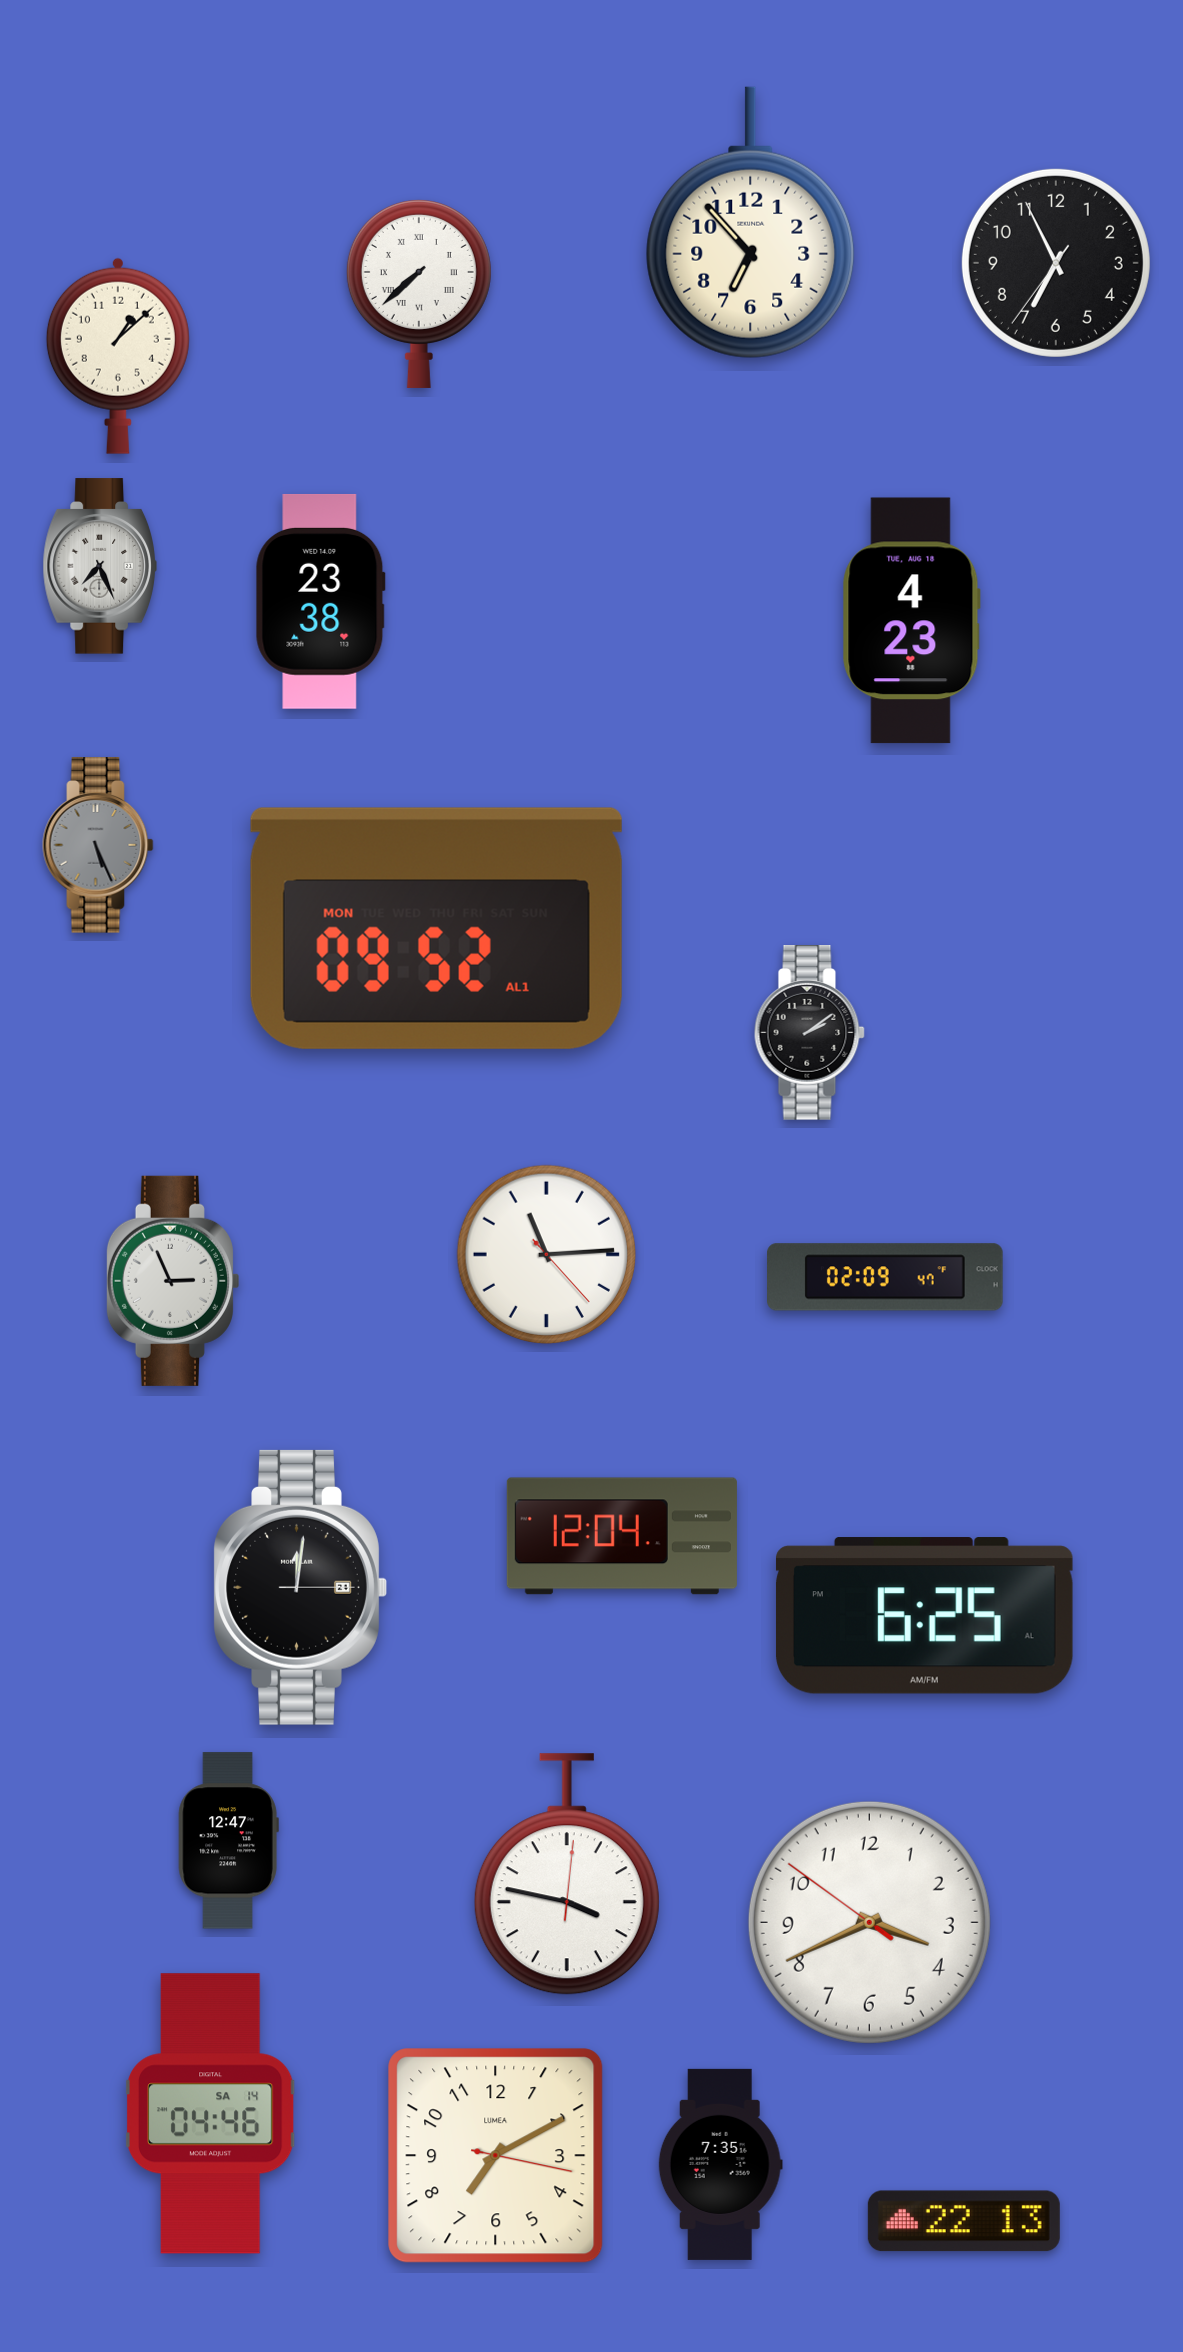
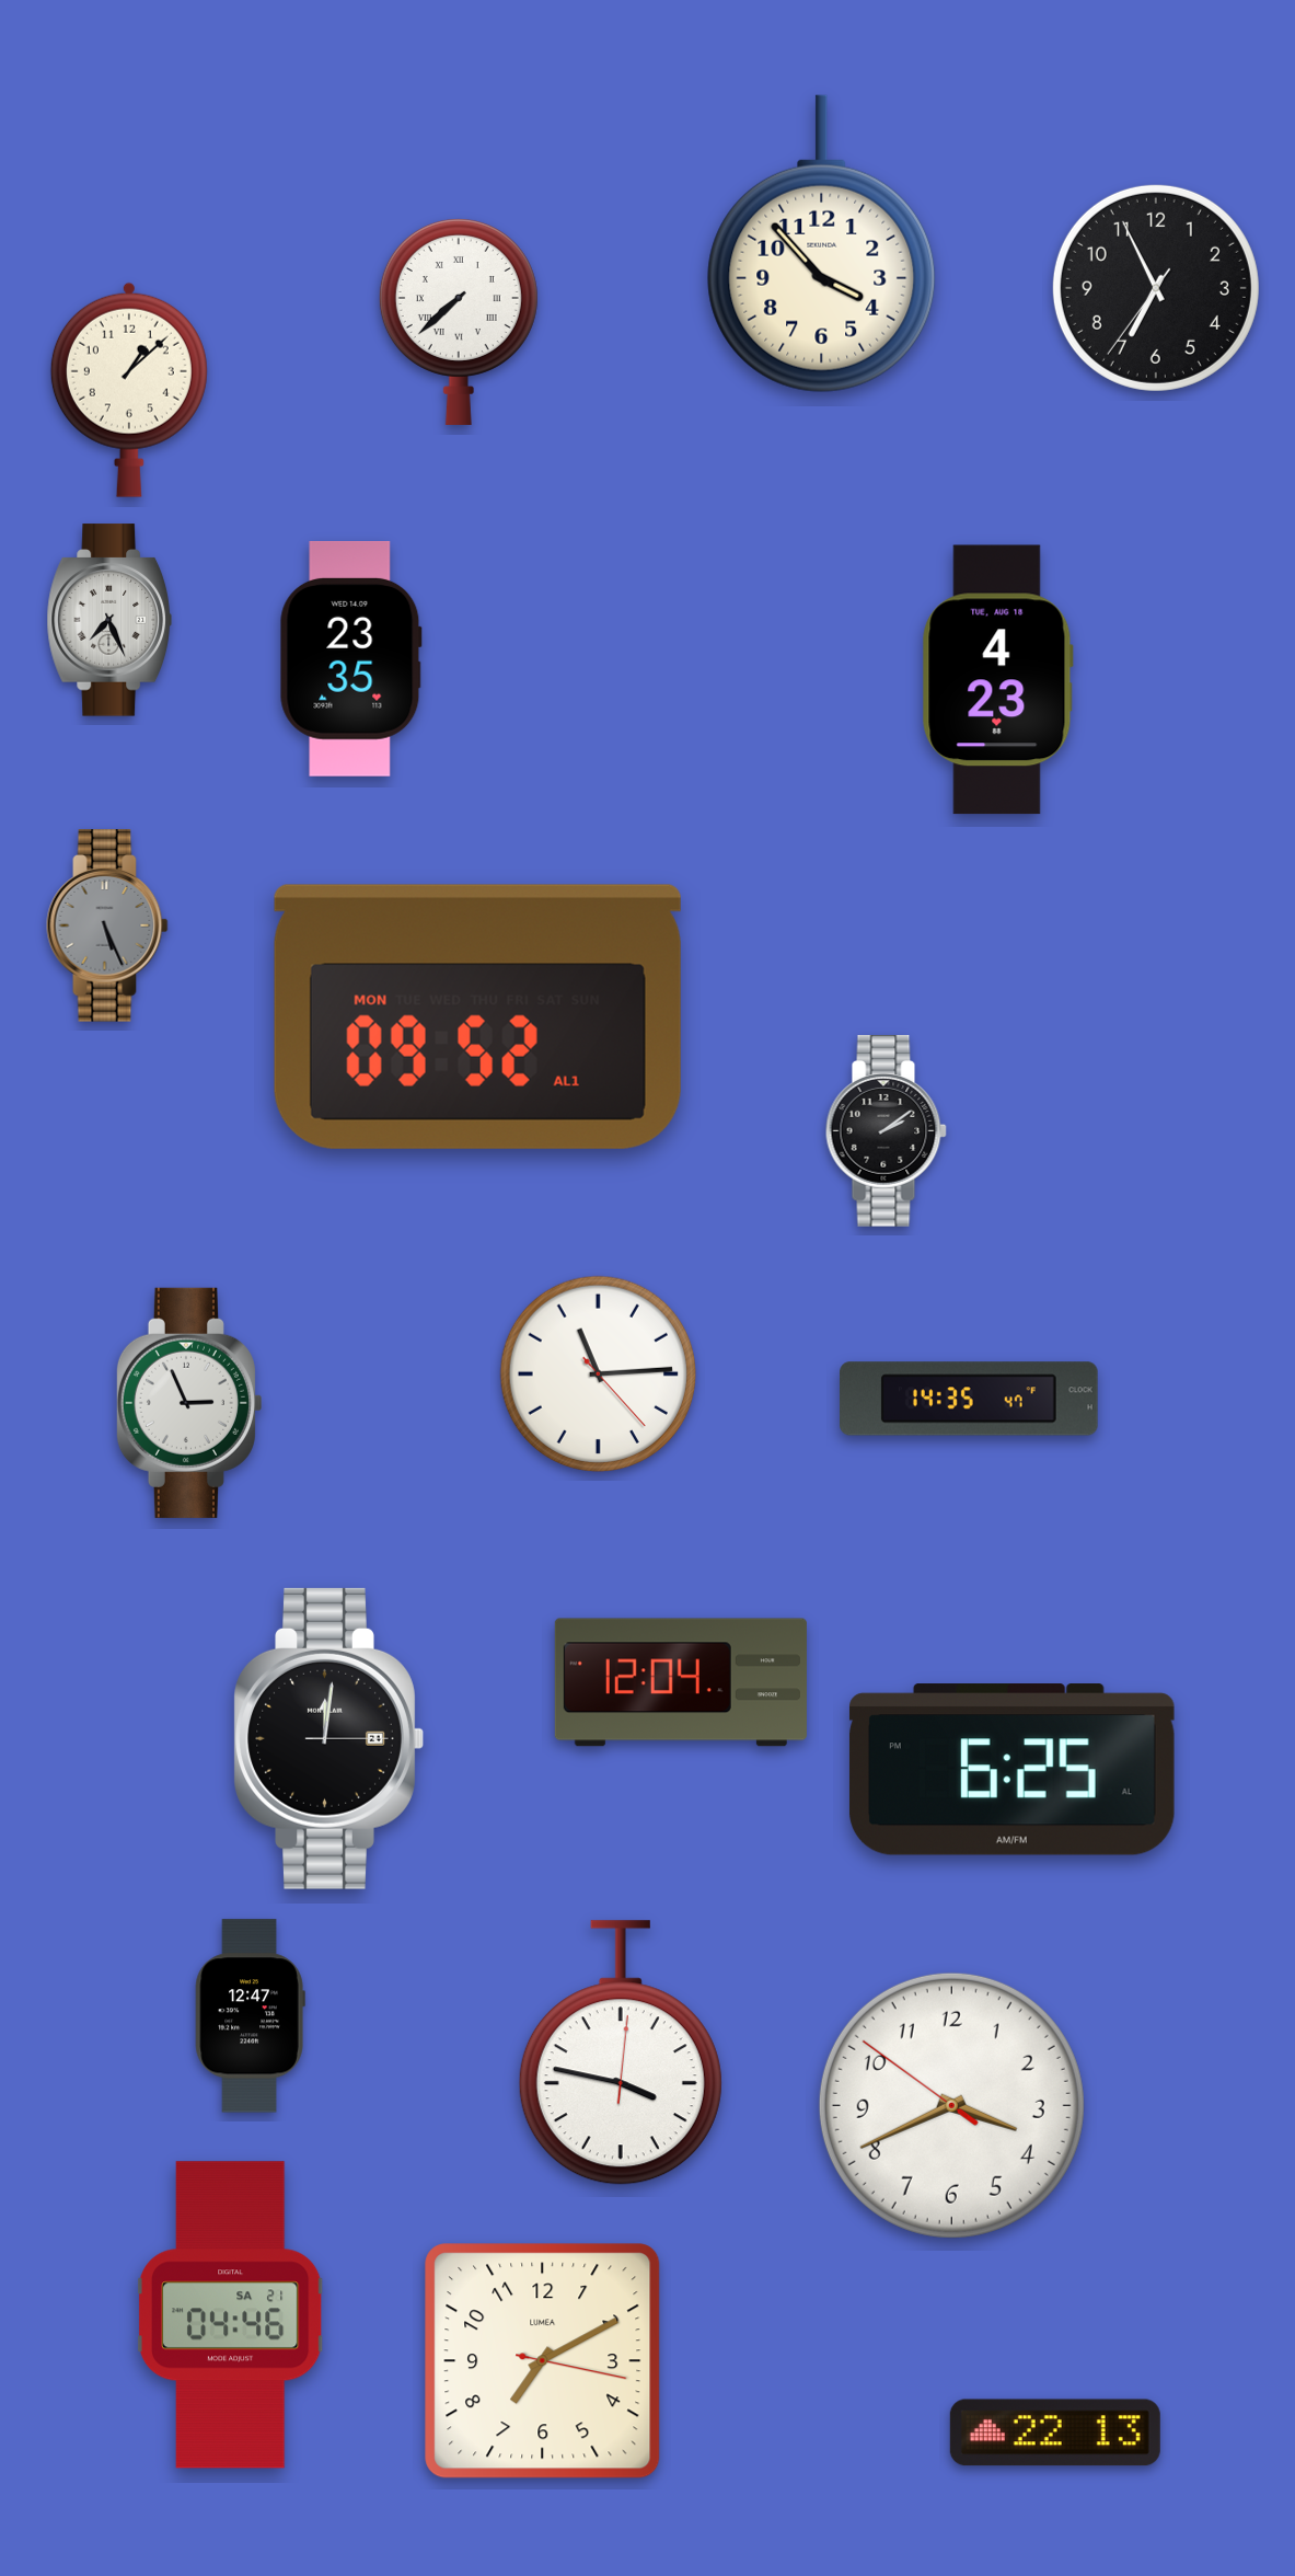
clock at (751, 223): 6:53 -> 3:53
clock at (320, 601): 23:38 -> 23:35
clock at (885, 1277): 02:09 -> 14:35
clock at (211, 2114) date: SA 14 -> SA 21
clock at (720, 2164): 7:35 -> none
